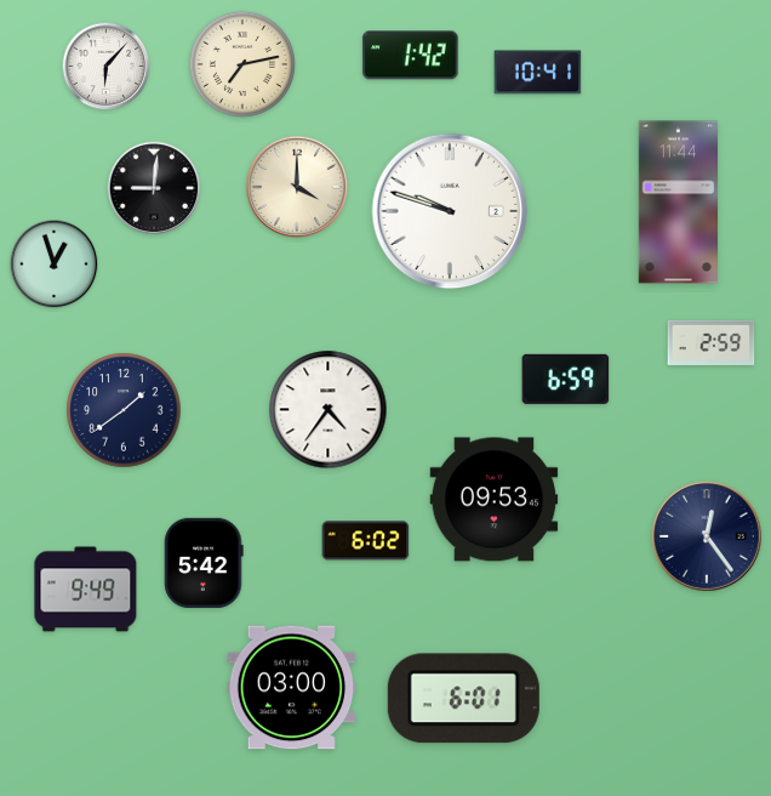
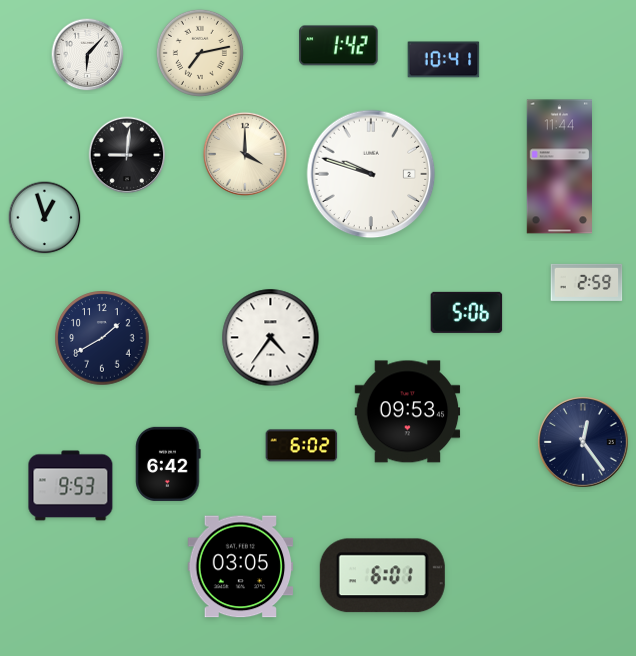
clock at (566, 379): 6:59 -> 5:06
clock at (124, 410): 1:39 -> 1:40
clock at (204, 563): 5:42 -> 6:42
clock at (86, 590): 9:49 -> 9:53
clock at (292, 688): 03:00 -> 03:05
